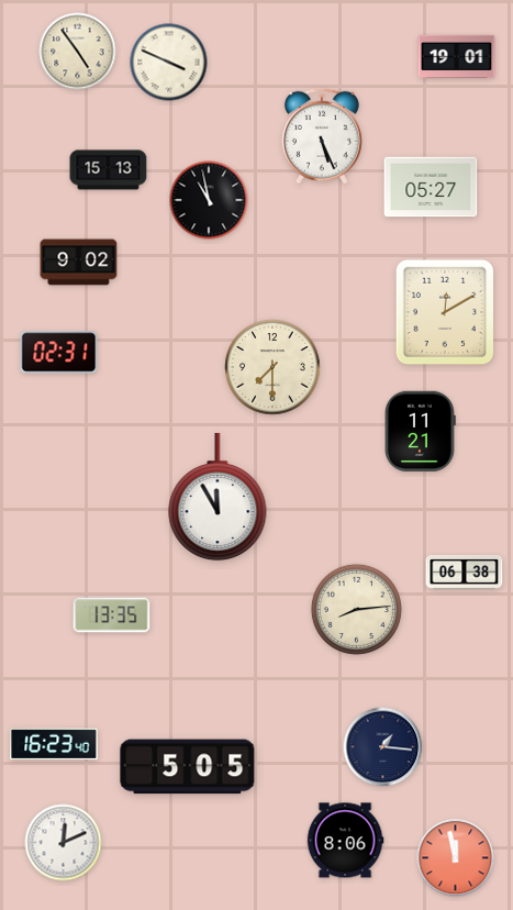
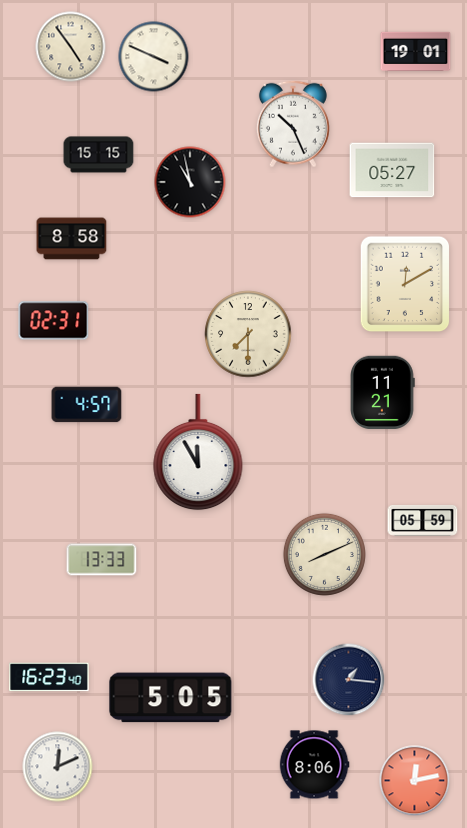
clock at (322, 136): 5:26 -> 10:26
clock at (109, 170): 15:13 -> 15:15
clock at (79, 263): 9:02 -> 8:58
clock at (87, 405): none -> 4:57
clock at (465, 571): 06:38 -> 05:59
clock at (356, 609): 8:14 -> 8:11
clock at (112, 615): 13:35 -> 13:33
clock at (456, 858): 11:58 -> 12:13
